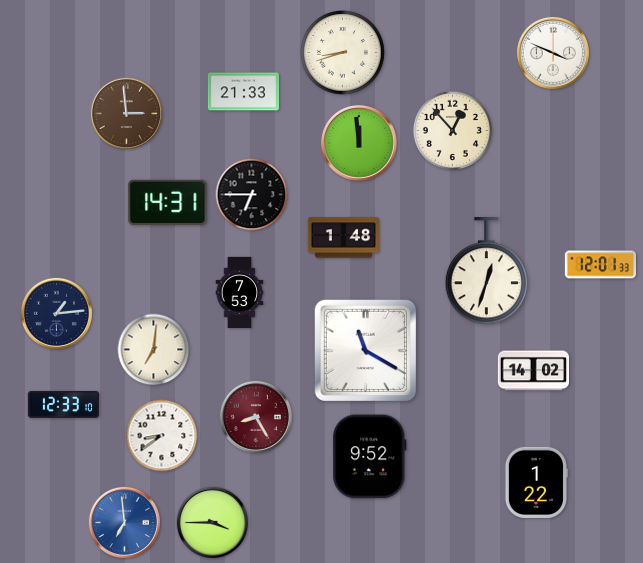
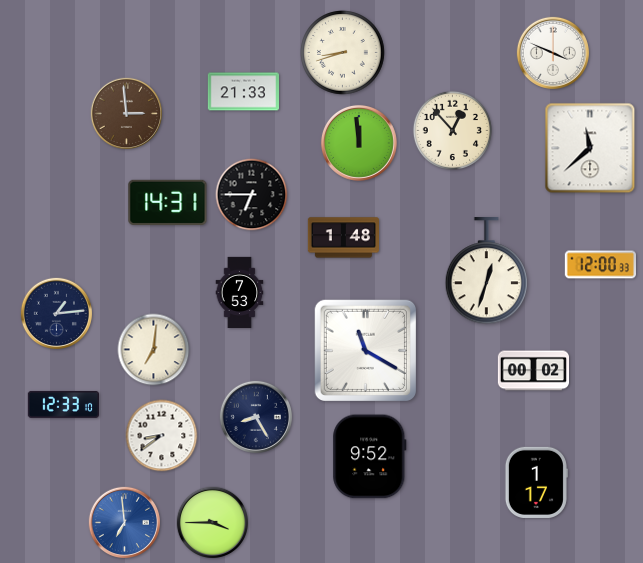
clock at (590, 148): none -> 11:38
clock at (600, 265): 12:01 -> 12:00
clock at (533, 371): 14:02 -> 00:02
clock at (256, 417) dial: burgundy -> navy
clock at (536, 482): 1:22 -> 1:17
